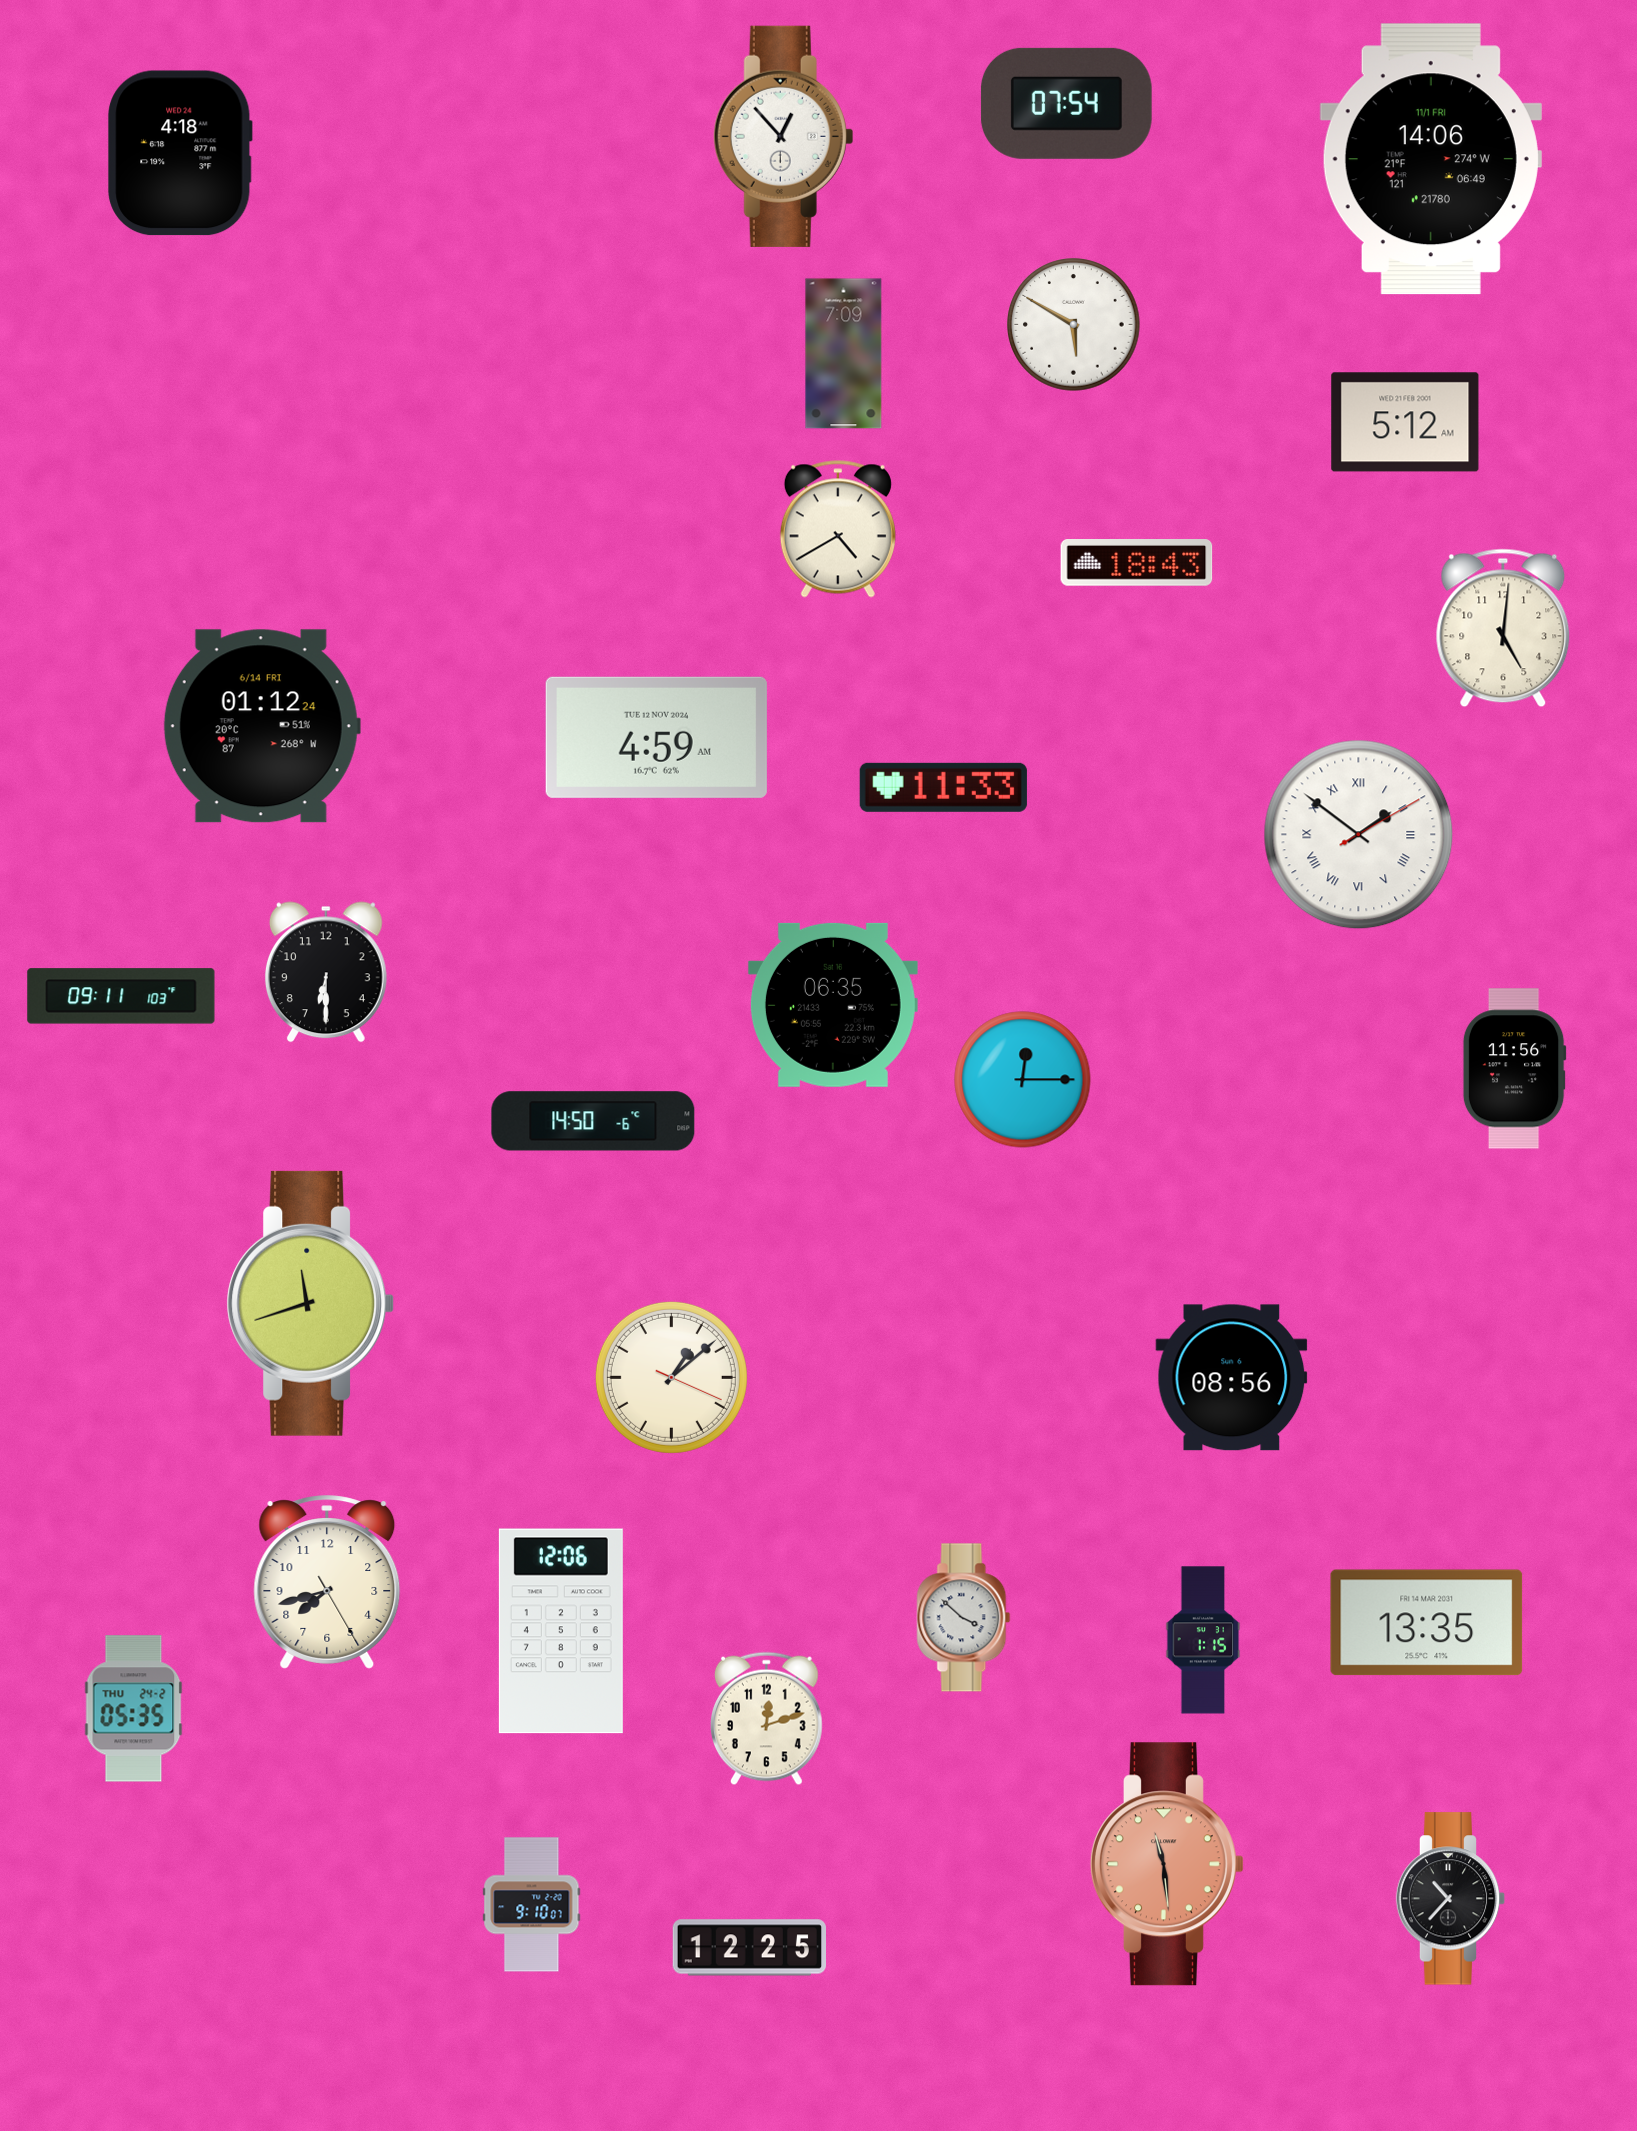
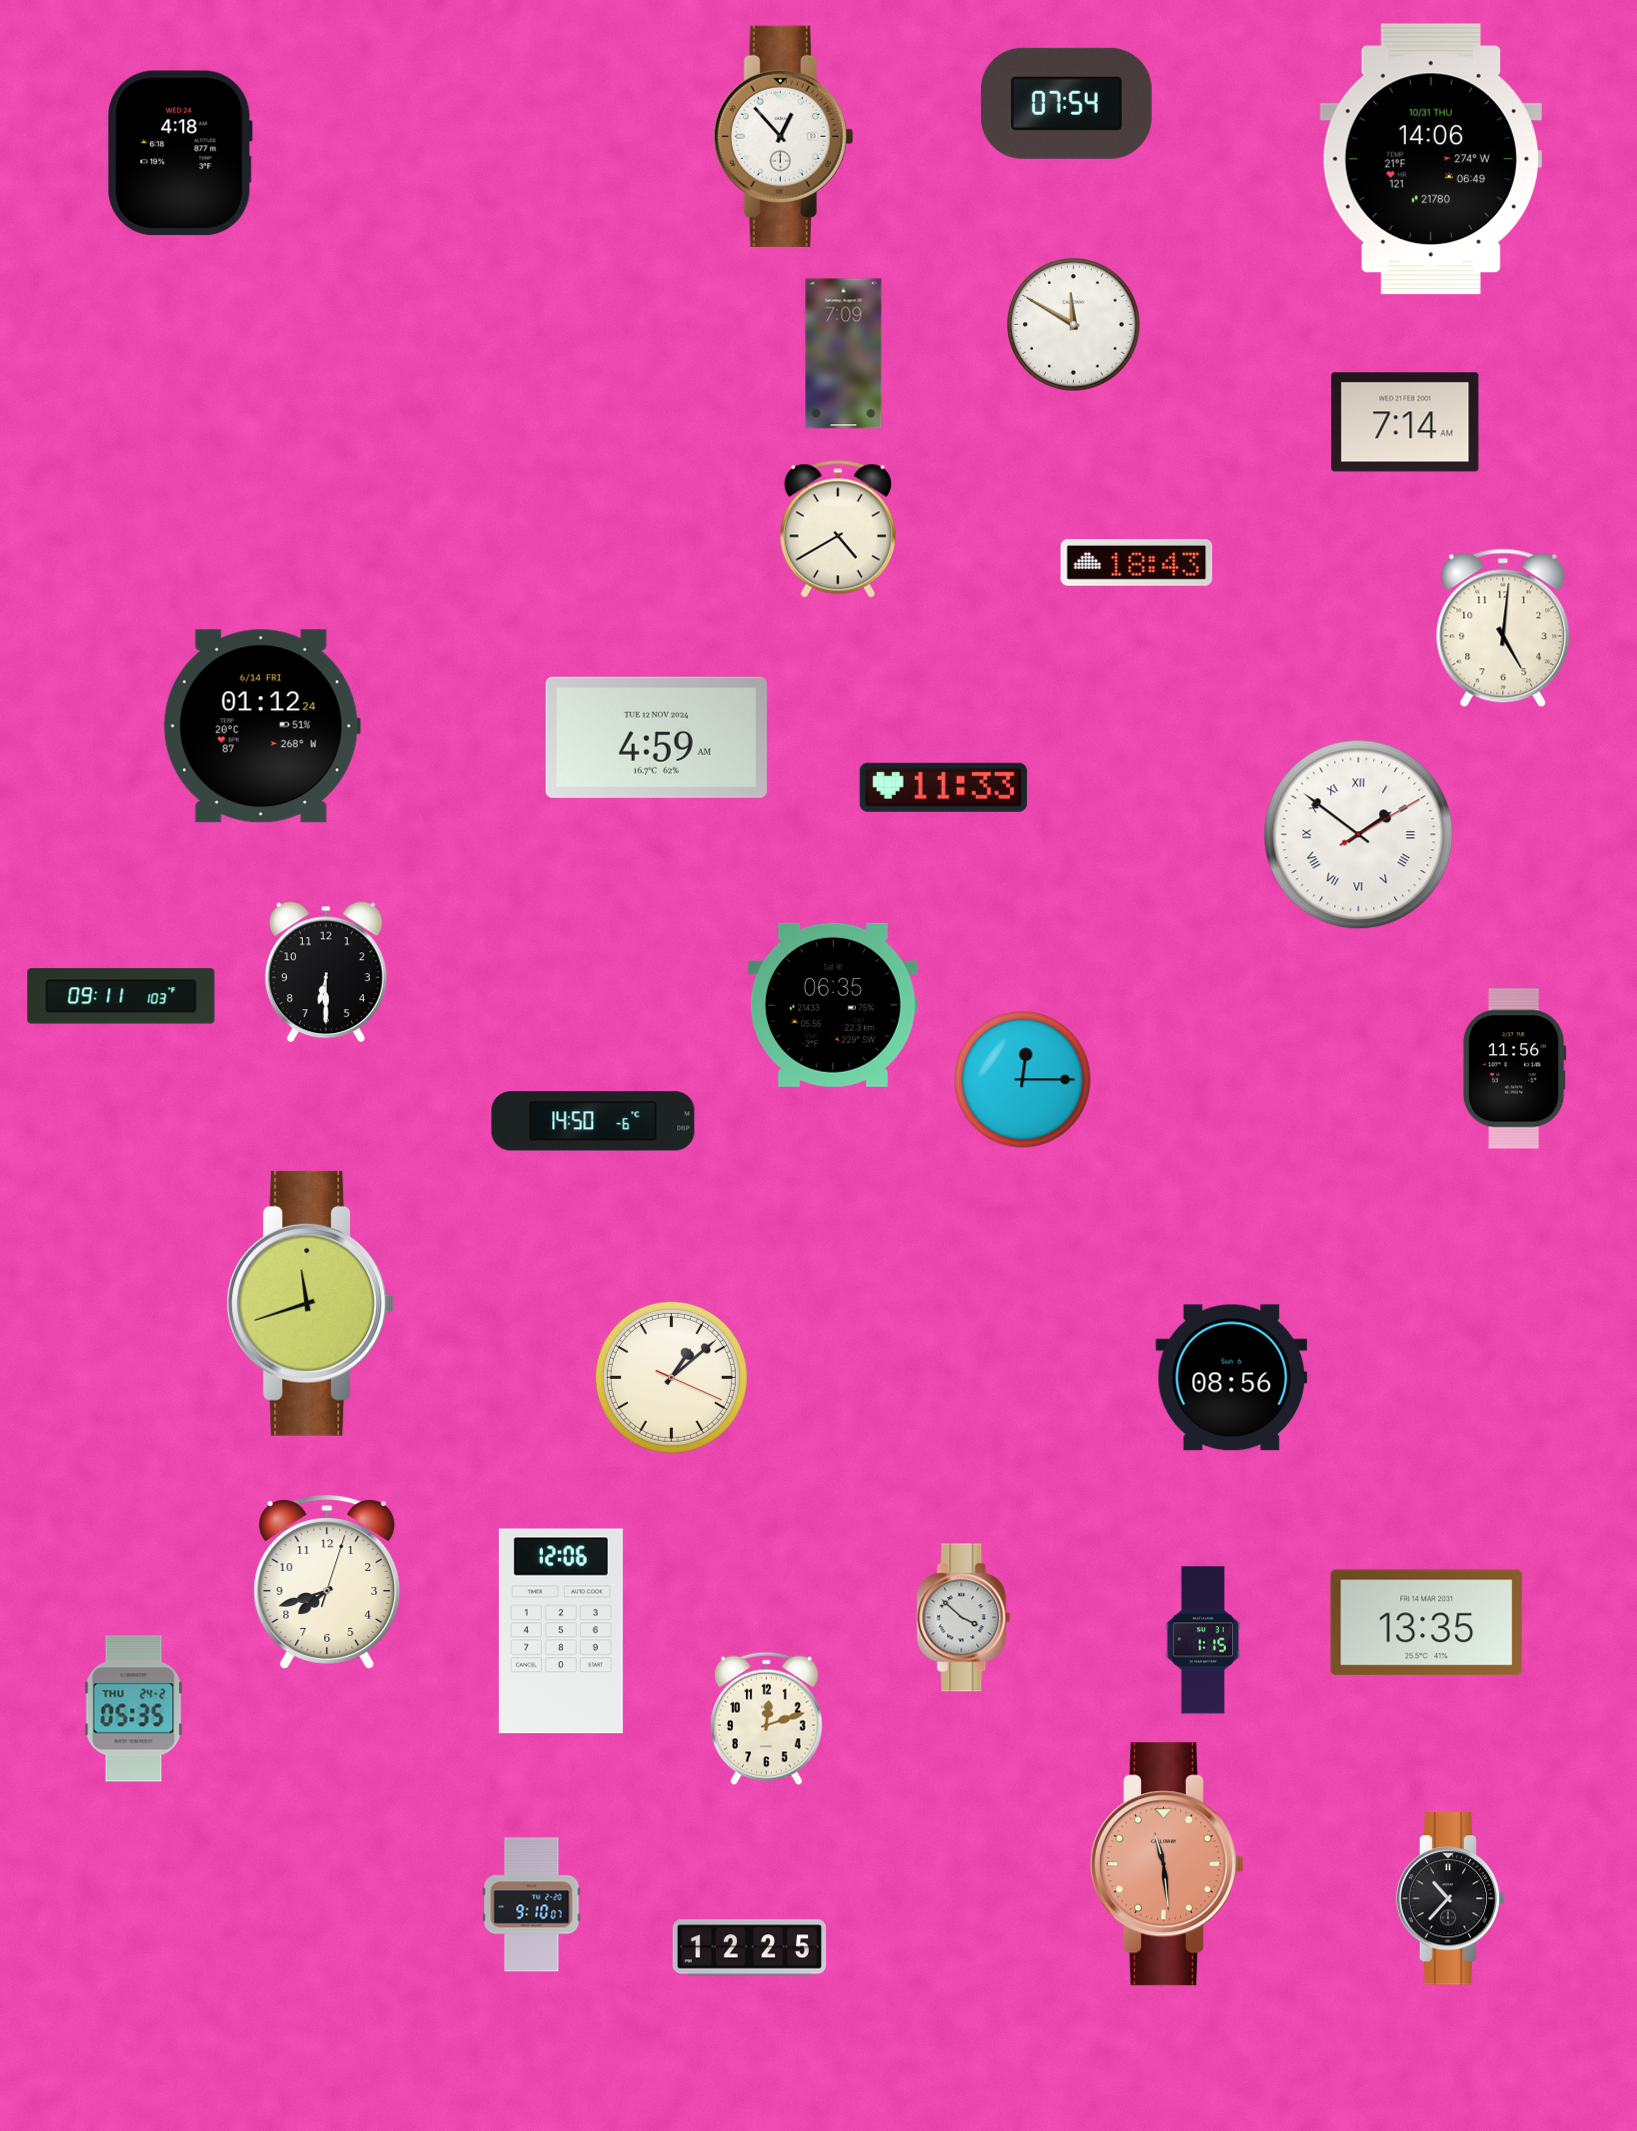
clock at (1431, 159) date: 11/1 FRI -> 10/31 THU
clock at (1074, 325): 5:50 -> 11:50
clock at (1405, 422): 5:12 -> 7:14
clock at (327, 1582): 7:42:25 -> 7:42:03
